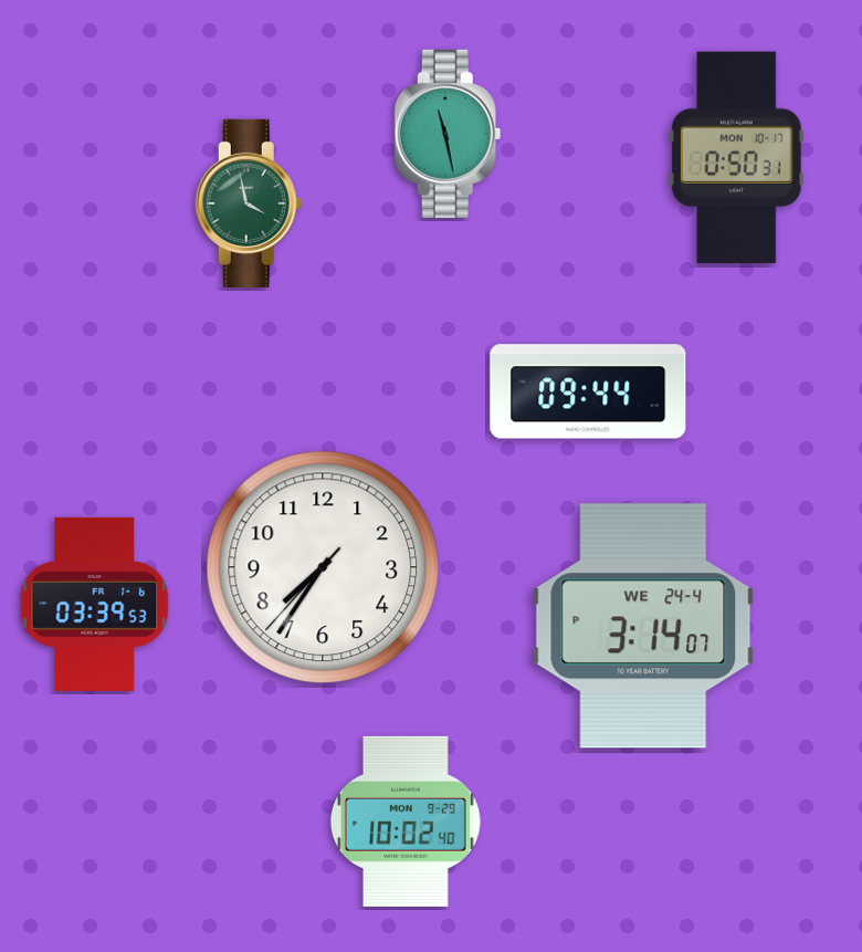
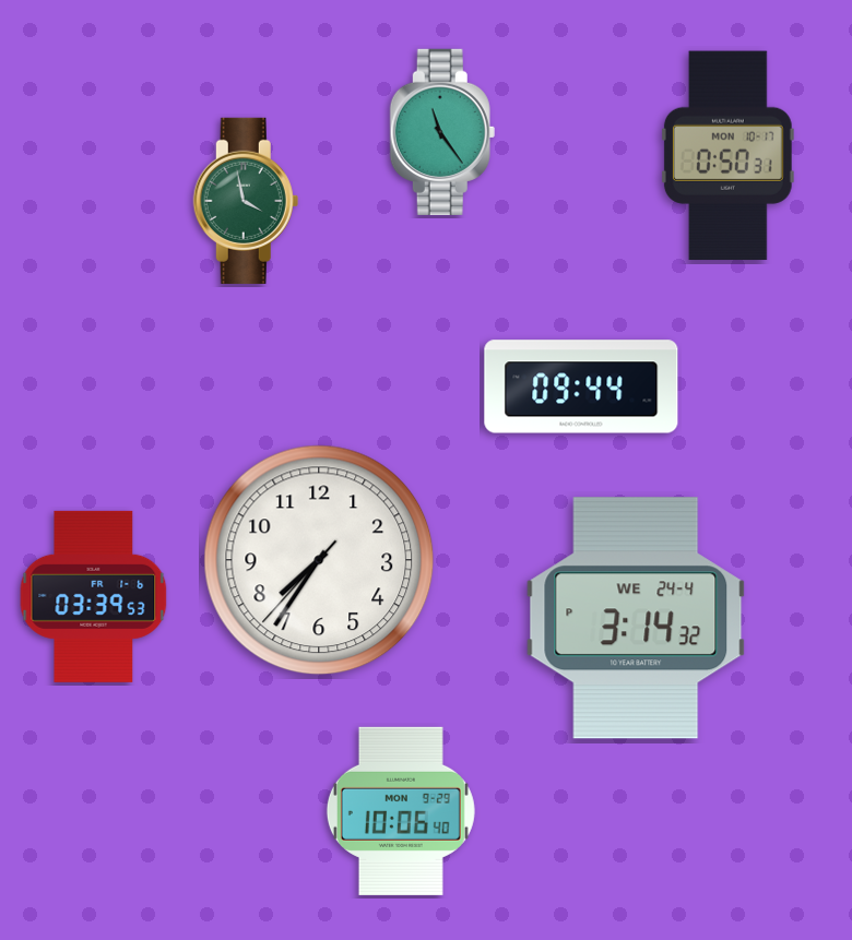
clock at (448, 134): 11:28 -> 11:24
clock at (643, 626): 3:14:07 PM -> 3:14:32 PM
clock at (406, 822): 10:02 -> 10:06
